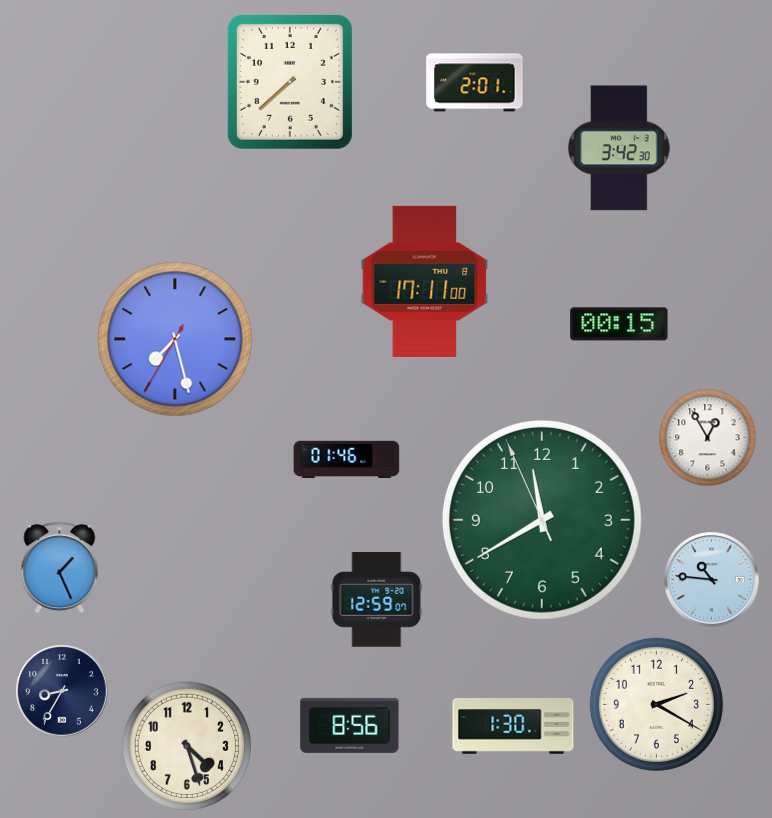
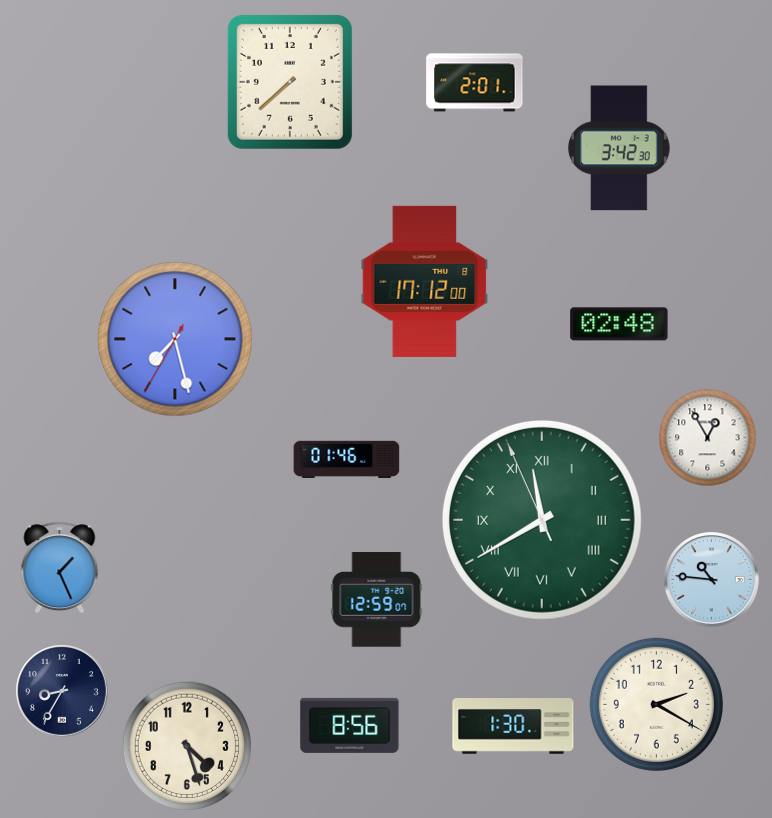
clock at (425, 281): 17:11 -> 17:12
clock at (619, 324): 00:15 -> 02:48
clock at (542, 520) numerals: Arabic -> Roman
